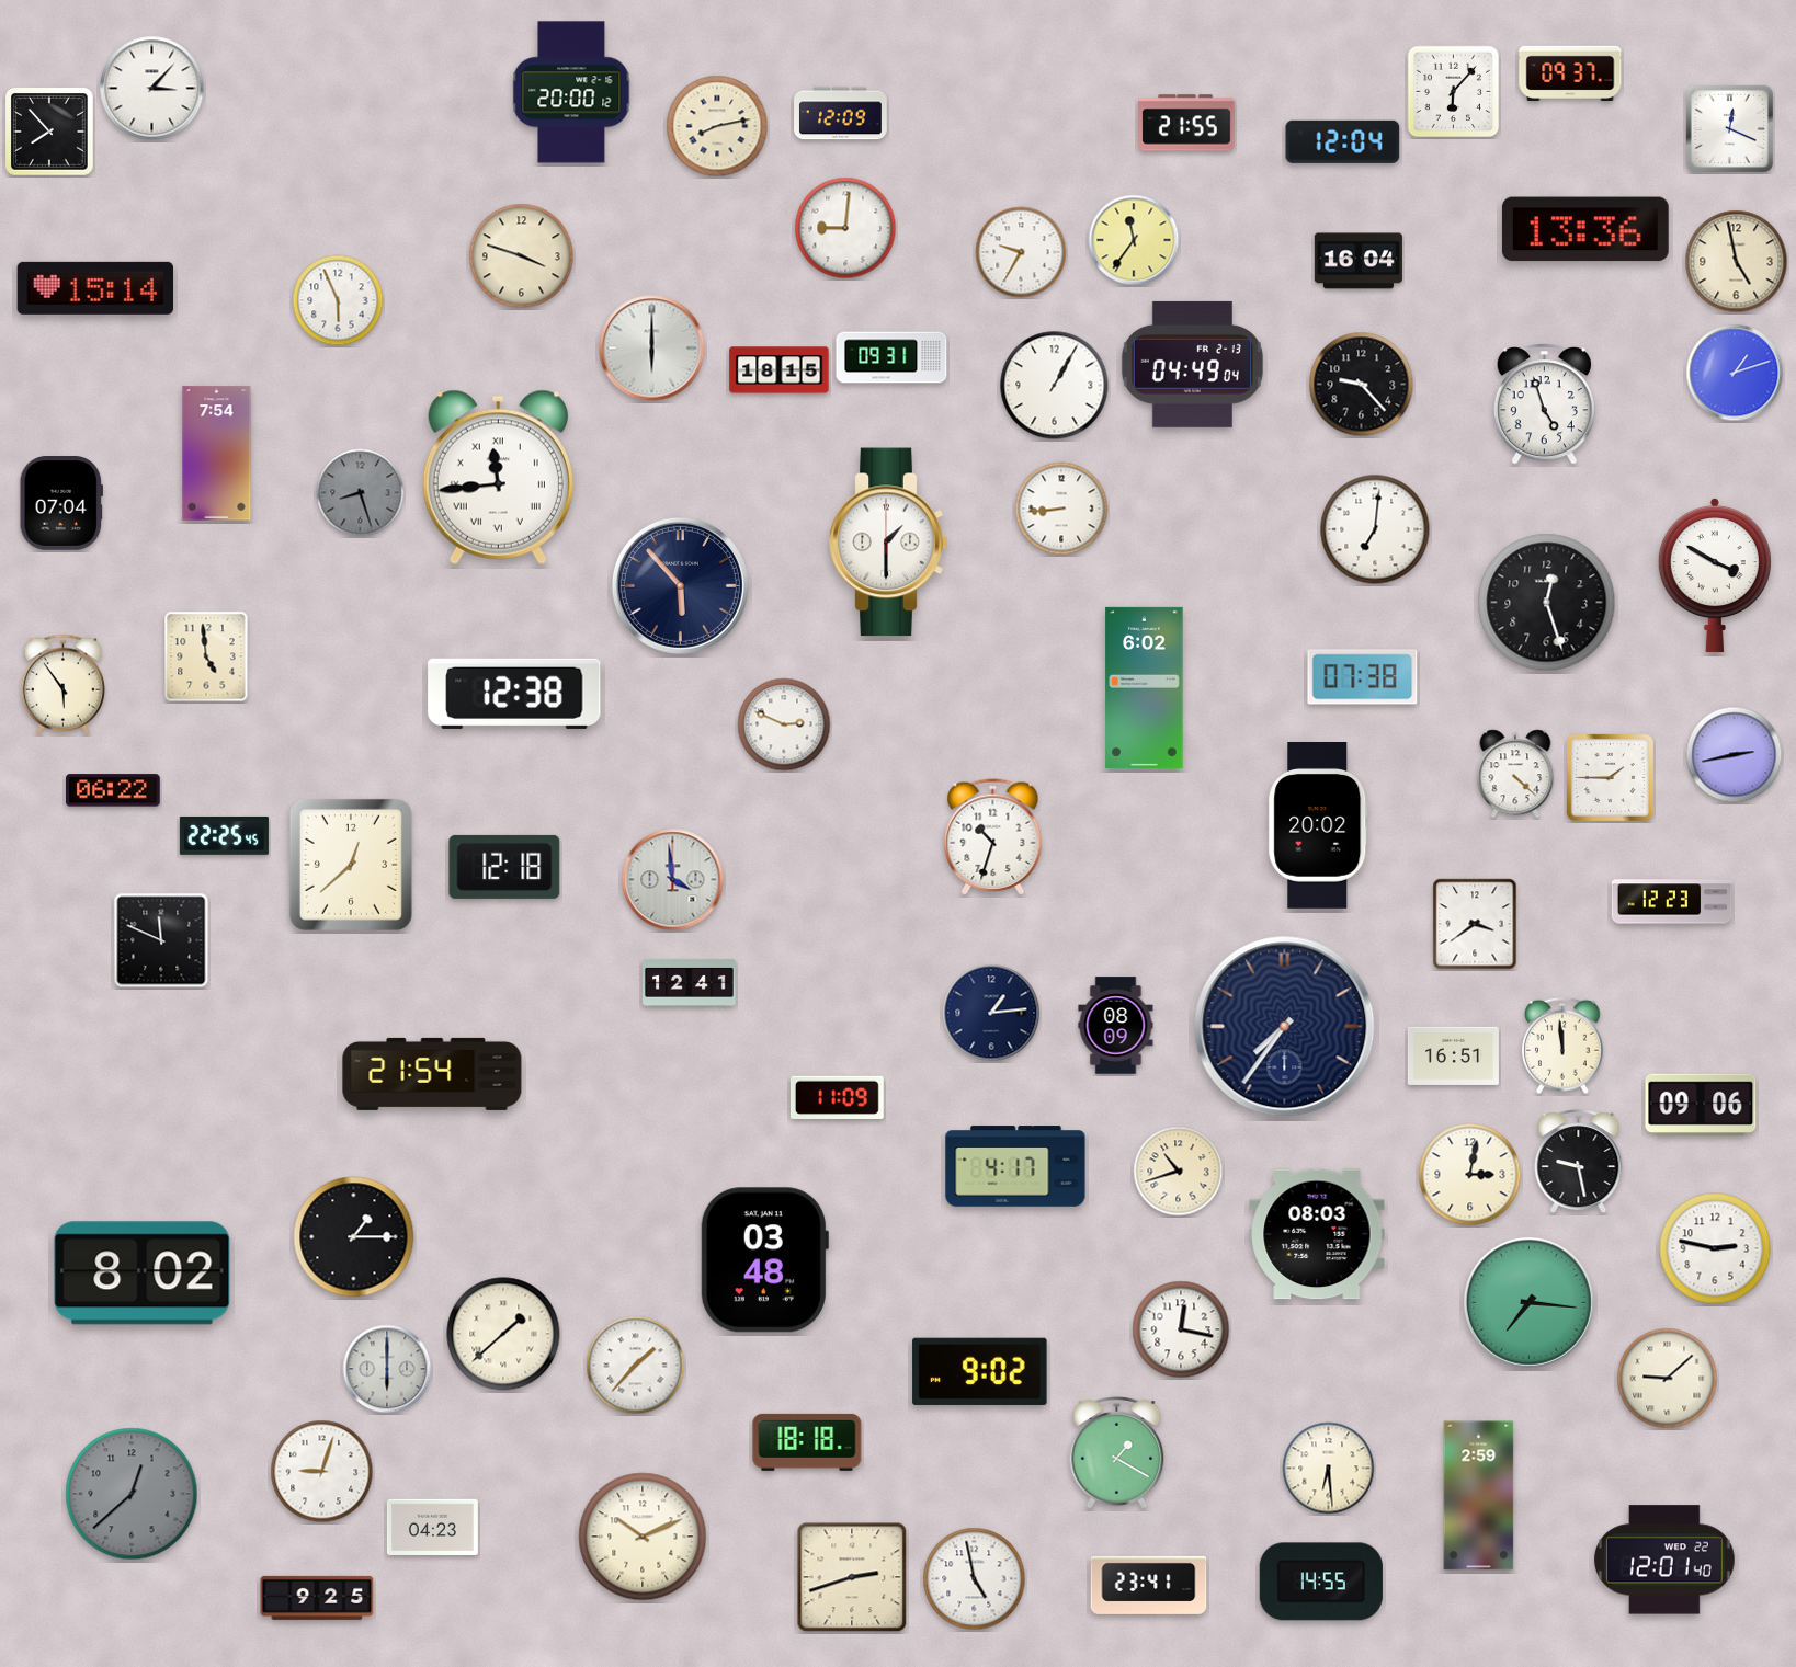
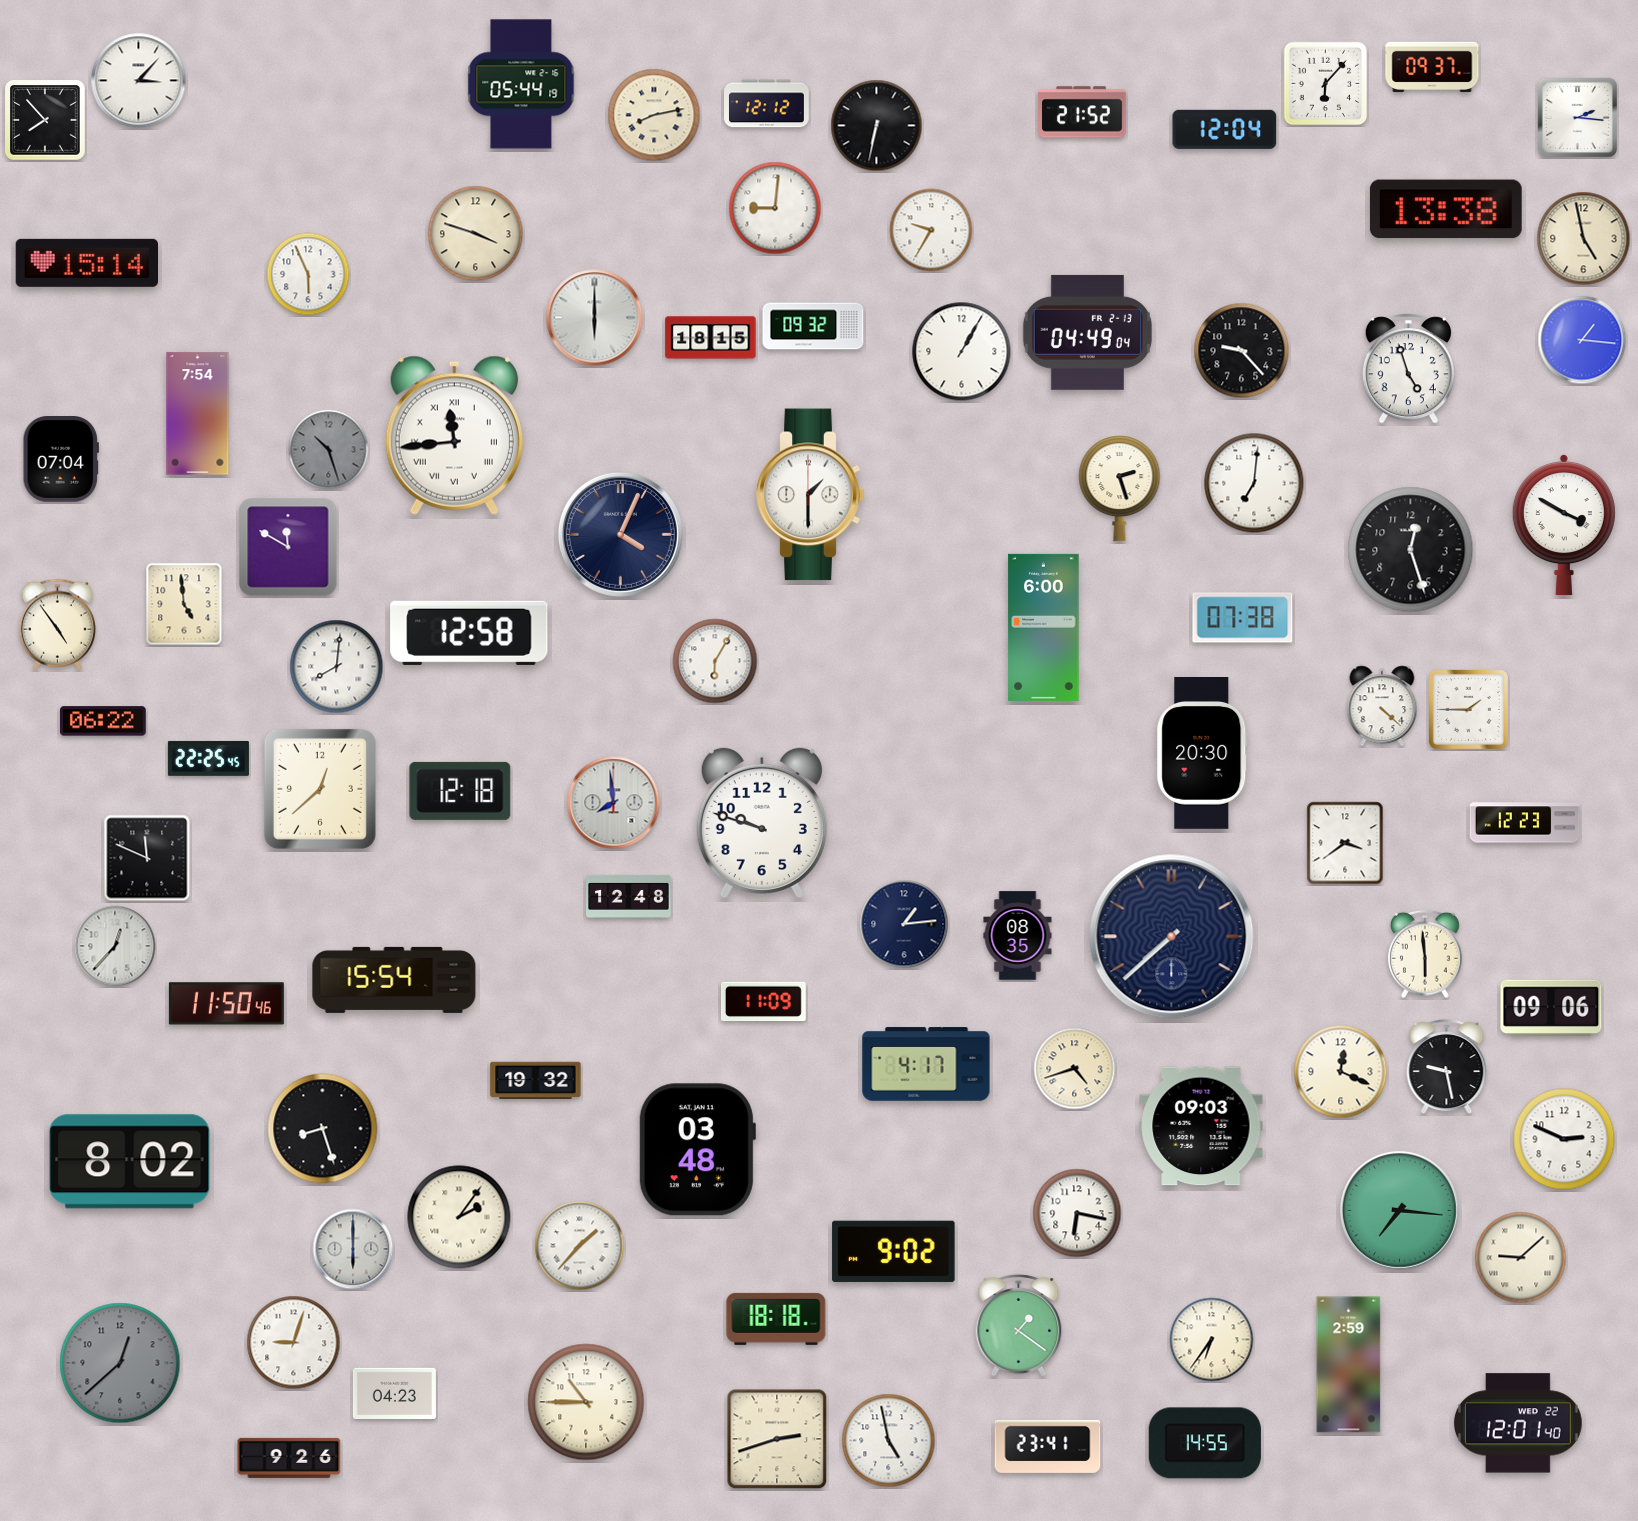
clock at (571, 92): 20:00 -> 05:44
clock at (841, 114): 12:09 -> 12:12
clock at (1186, 123): 21:55 -> 21:52
clock at (1729, 128): 12:19 -> 2:16
clock at (877, 126): none -> 6:32
clock at (845, 228) position: (845, 228) -> (775, 208)
clock at (1585, 229): 13:36 -> 13:38
clock at (1134, 240): 11:36 -> none
clock at (1359, 261): 16:04 -> none
clock at (891, 357): 09:31 -> 09:32
clock at (1735, 373): 1:12 -> 1:16
clock at (361, 493): 8:27 -> 10:27
clock at (61, 504) position: (61, 504) -> (61, 460)
clock at (1061, 509): 8:44 -> none
clock at (1120, 489): none -> 2:27
clock at (680, 585): 5:53 -> 4:04
clock at (288, 547): none -> 11:50
clock at (206, 656) position: (206, 656) -> (184, 604)
clock at (62, 684): 5:54 -> 4:54
clock at (1145, 687): 6:02 -> 6:00
clock at (514, 694): 12:38 -> 12:58
clock at (784, 724): 2:49 -> 6:05
clock at (337, 667): none -> 8:01
clock at (1735, 755): 2:43 -> none
clock at (1318, 826): 20:02 -> 20:30
clock at (224, 835) position: (224, 835) -> (208, 758)
clock at (993, 837): 10:33 -> none
clock at (673, 880): 3:59 -> 7:59
clock at (762, 823): none -> 9:48
clock at (690, 982): 12:41 -> 12:48
clock at (1116, 1026): 08:09 -> 08:35
clock at (1285, 1027): 7:36 -> 7:38
clock at (115, 946): none -> 12:37
clock at (1564, 1046): 11:59 -> 5:59
clock at (1453, 1055): 16:51 -> none
clock at (432, 1074): 21:54 -> 15:54
clock at (226, 1004): none -> 11:50
clock at (1579, 1162) position: (1579, 1162) -> (1447, 1067)
clock at (1179, 1172): 10:42 -> 4:42
clock at (1470, 1175): 3:02 -> 12:19
clock at (536, 1081): none -> 19:32
clock at (1317, 1234): 08:03 -> 09:03
clock at (354, 1237): 1:15 -> 8:27
clock at (1715, 1248): 2:47 -> 2:49
clock at (1528, 1302) position: (1528, 1302) -> (1399, 1210)
clock at (1181, 1329): 12:17 -> 6:17
clock at (503, 1334): 1:38 -> 2:06
clock at (807, 1442) position: (807, 1442) -> (776, 1319)
clock at (1117, 1452): 1:20 -> 1:21
clock at (1329, 1469): 6:29 -> 6:36
clock at (643, 1537): 10:11 -> 10:45
clock at (317, 1598): 9:25 -> 9:26
